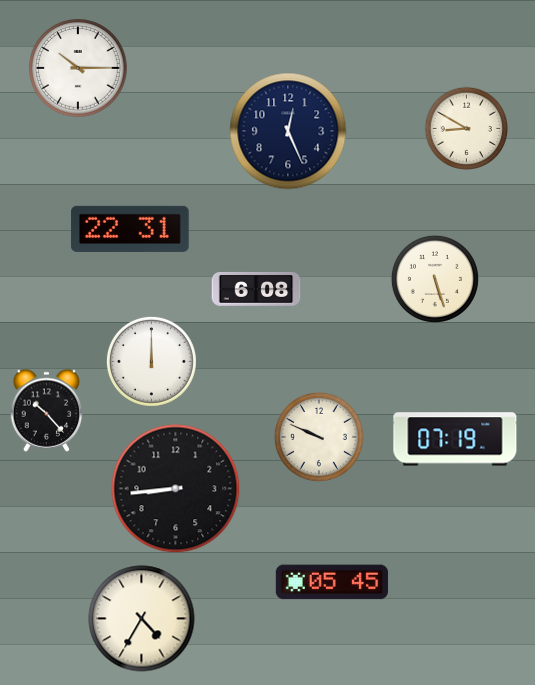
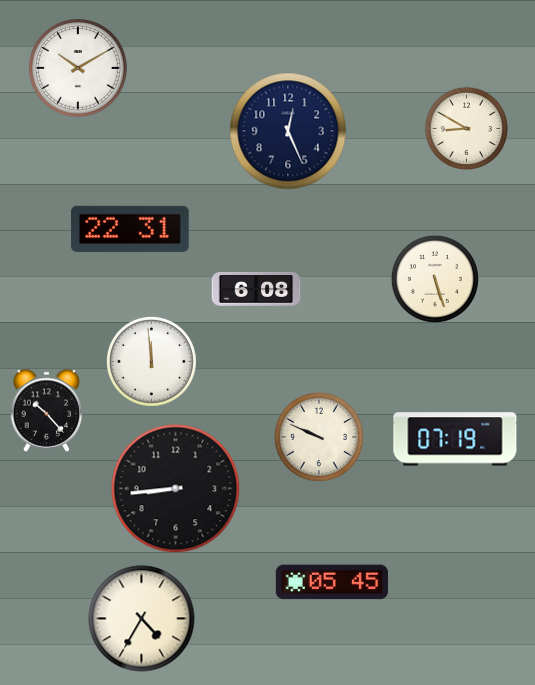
clock at (78, 68): 10:15 -> 10:10
clock at (151, 361): 12:00 -> 11:59
